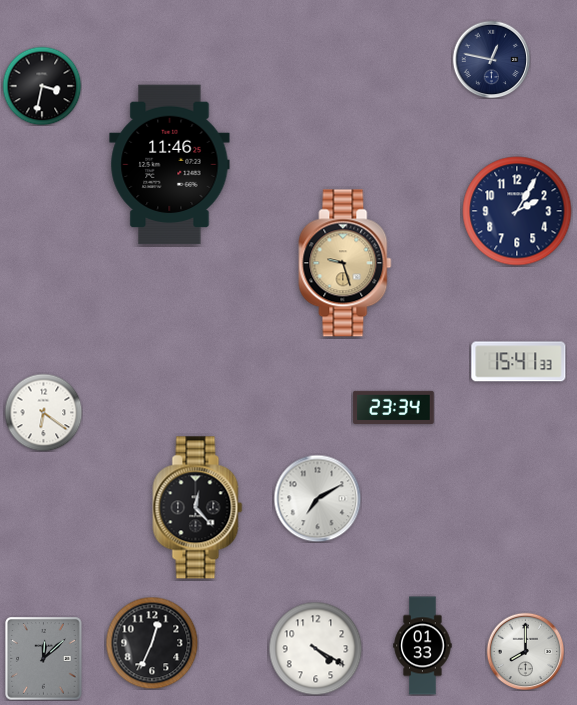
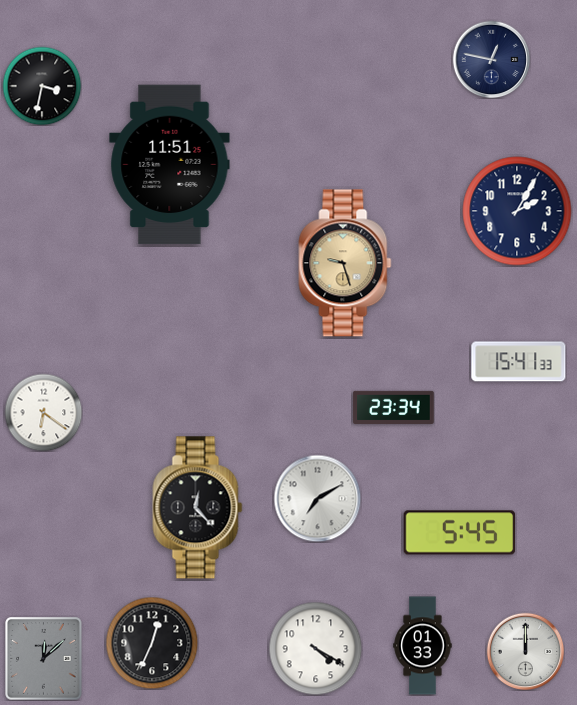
clock at (170, 165): 11:46 -> 11:51
clock at (460, 533): none -> 5:45
clock at (525, 651): 8:00 -> 12:00
